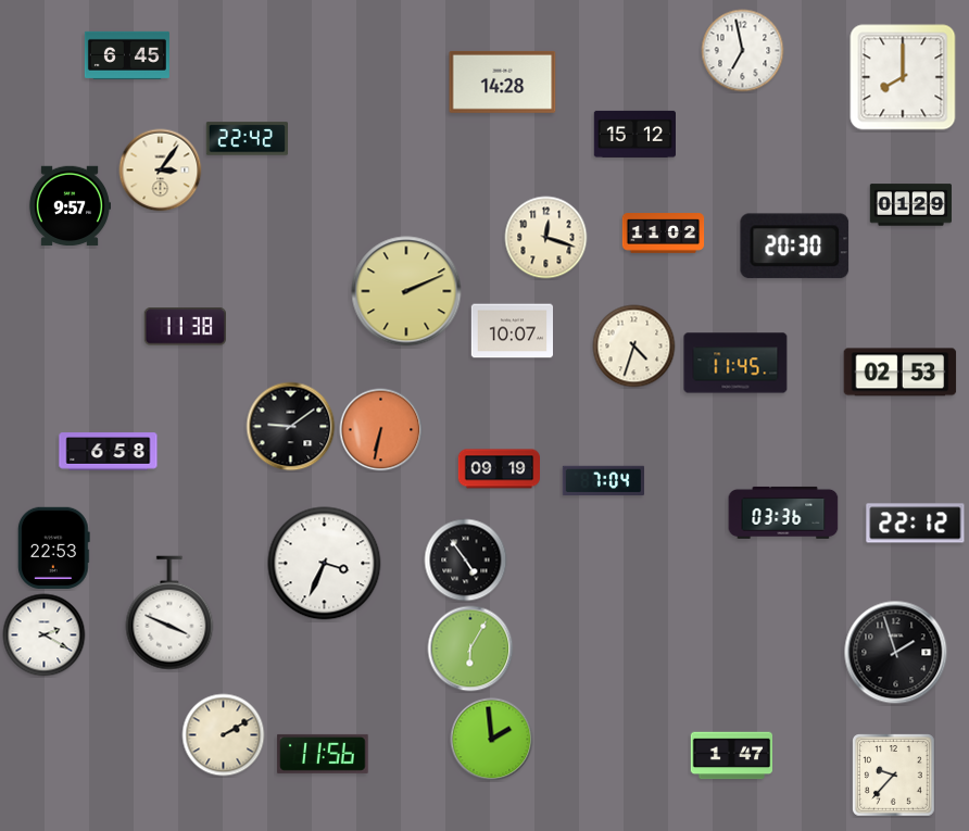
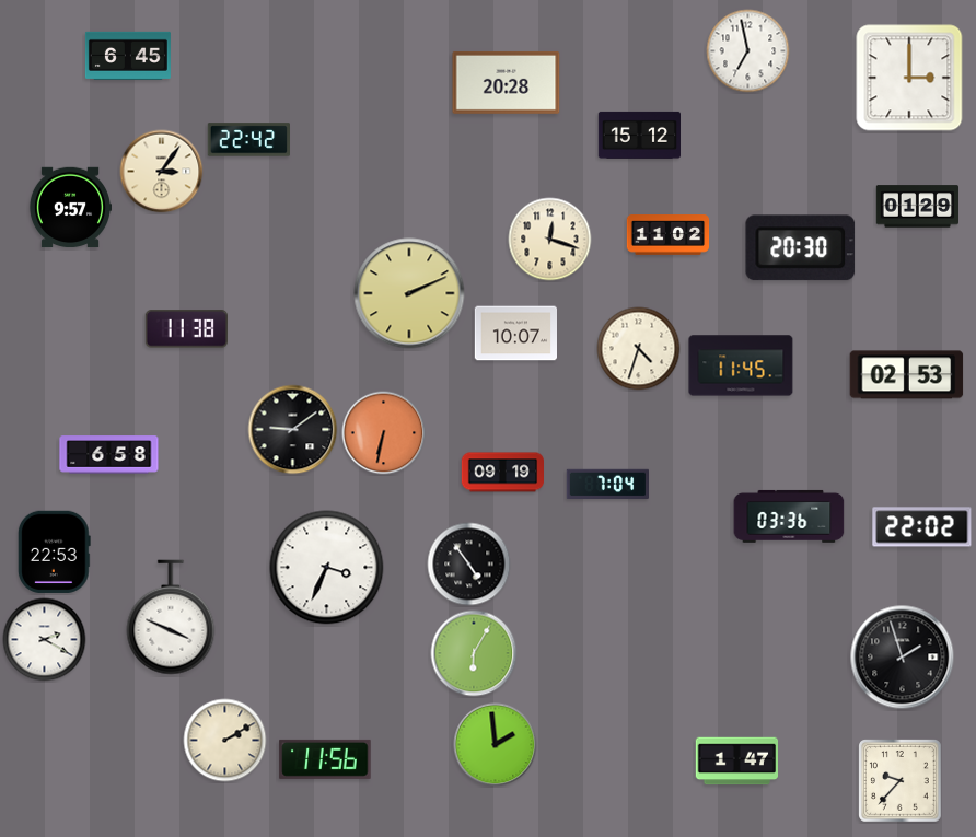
clock at (903, 77): 8:00 -> 3:00
clock at (503, 81): 14:28 -> 20:28
clock at (916, 524): 22:12 -> 22:02
